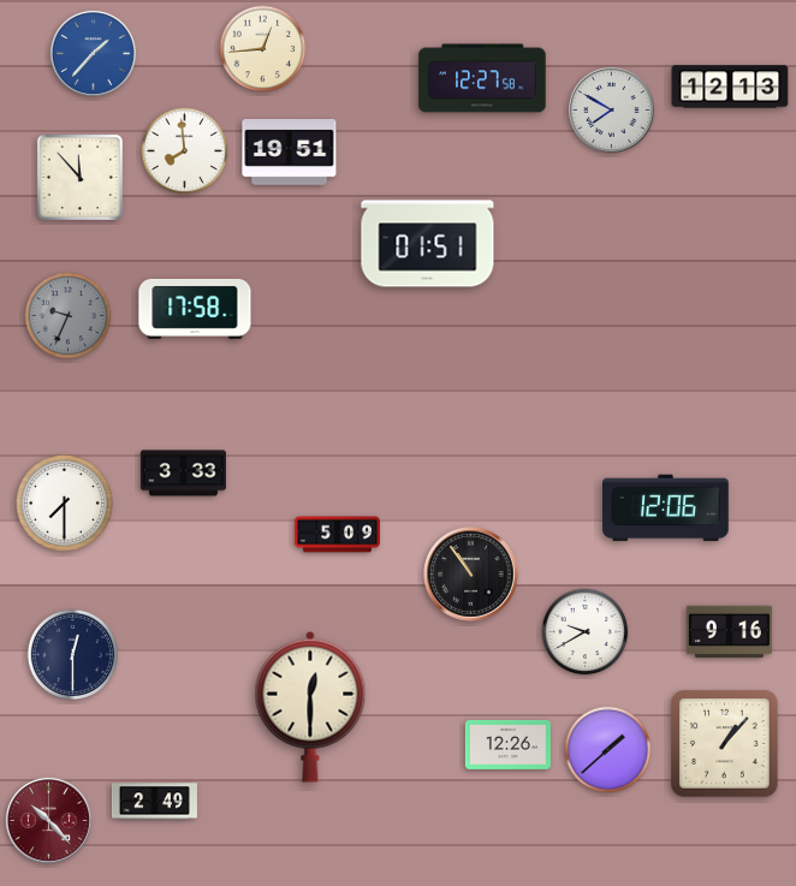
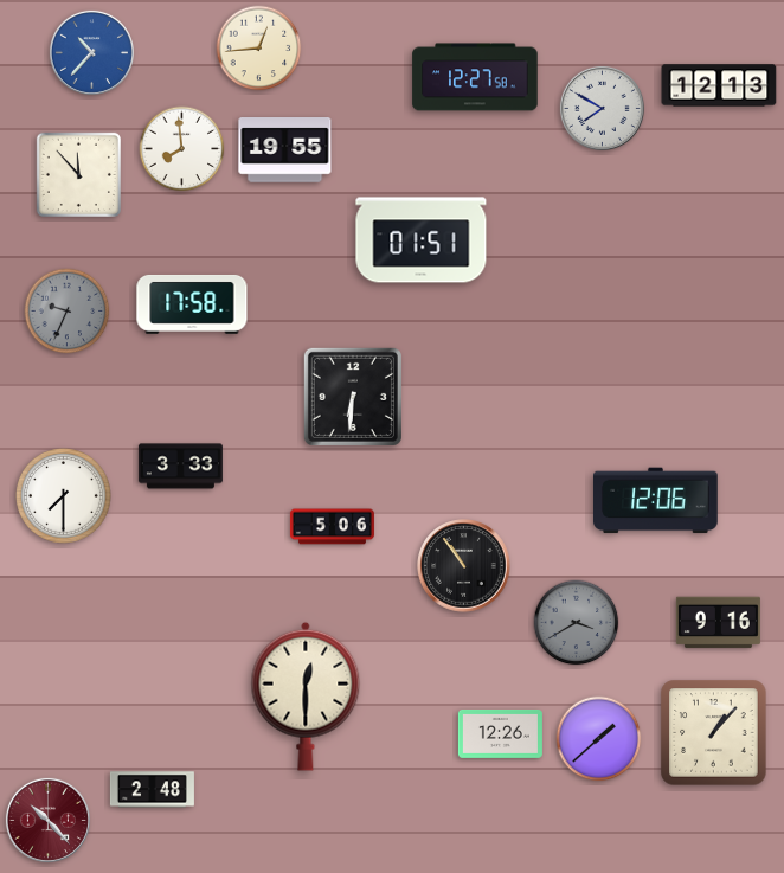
clock at (93, 53): 1:37 -> 10:37
clock at (290, 153): 19:51 -> 19:55
clock at (353, 397): none -> 6:31
clock at (337, 535): 5:09 -> 5:06
clock at (586, 632): 9:40 -> 3:40
clock at (586, 632) dial: white -> grey
clock at (73, 655): 12:30 -> none
clock at (154, 802): 2:49 -> 2:48
clock at (48, 820) position: (48, 820) -> (47, 820)
